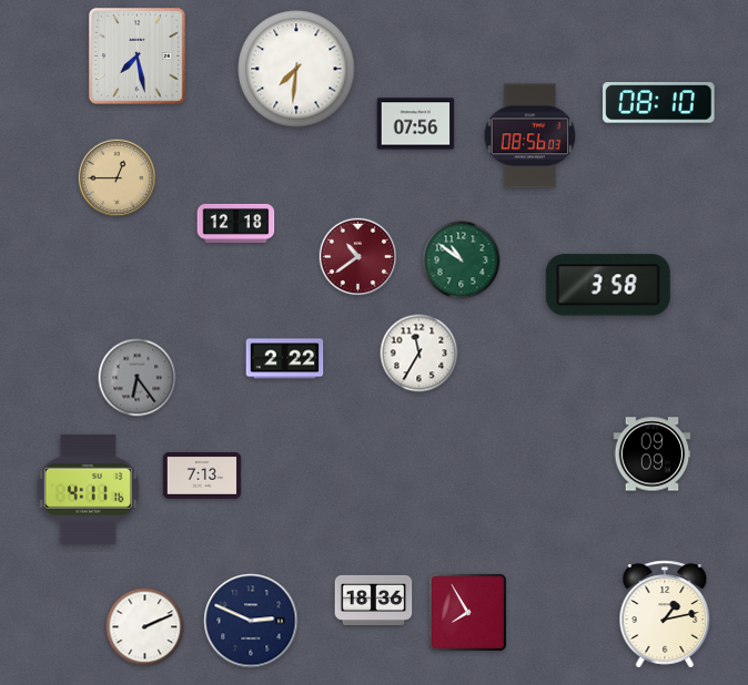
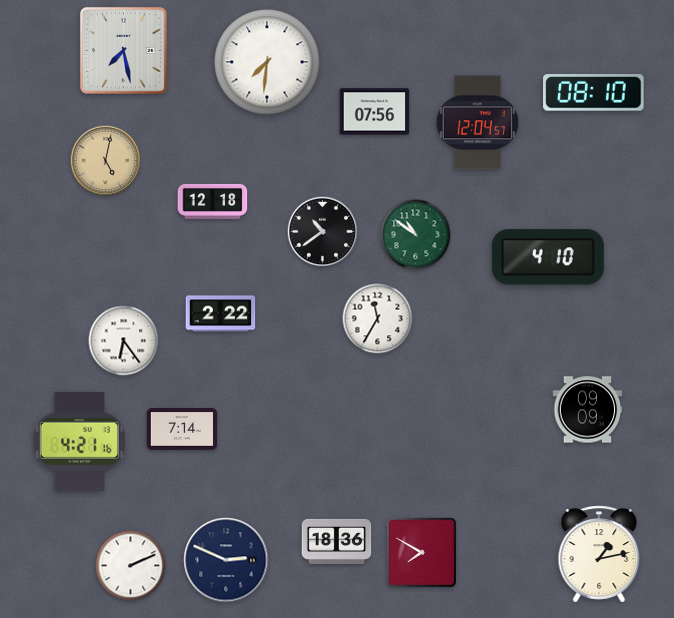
clock at (530, 136): 08:56 -> 12:04
clock at (118, 178): 12:45 -> 5:02
clock at (358, 257) dial: burgundy -> black
clock at (608, 285): 3:58 -> 4:10
clock at (285, 359) position: (285, 359) -> (221, 314)
clock at (138, 378) dial: grey -> white
clock at (202, 477): 7:13 -> 7:14
clock at (88, 489): 4:11 -> 4:21
clock at (467, 612): 7:55 -> 7:50
